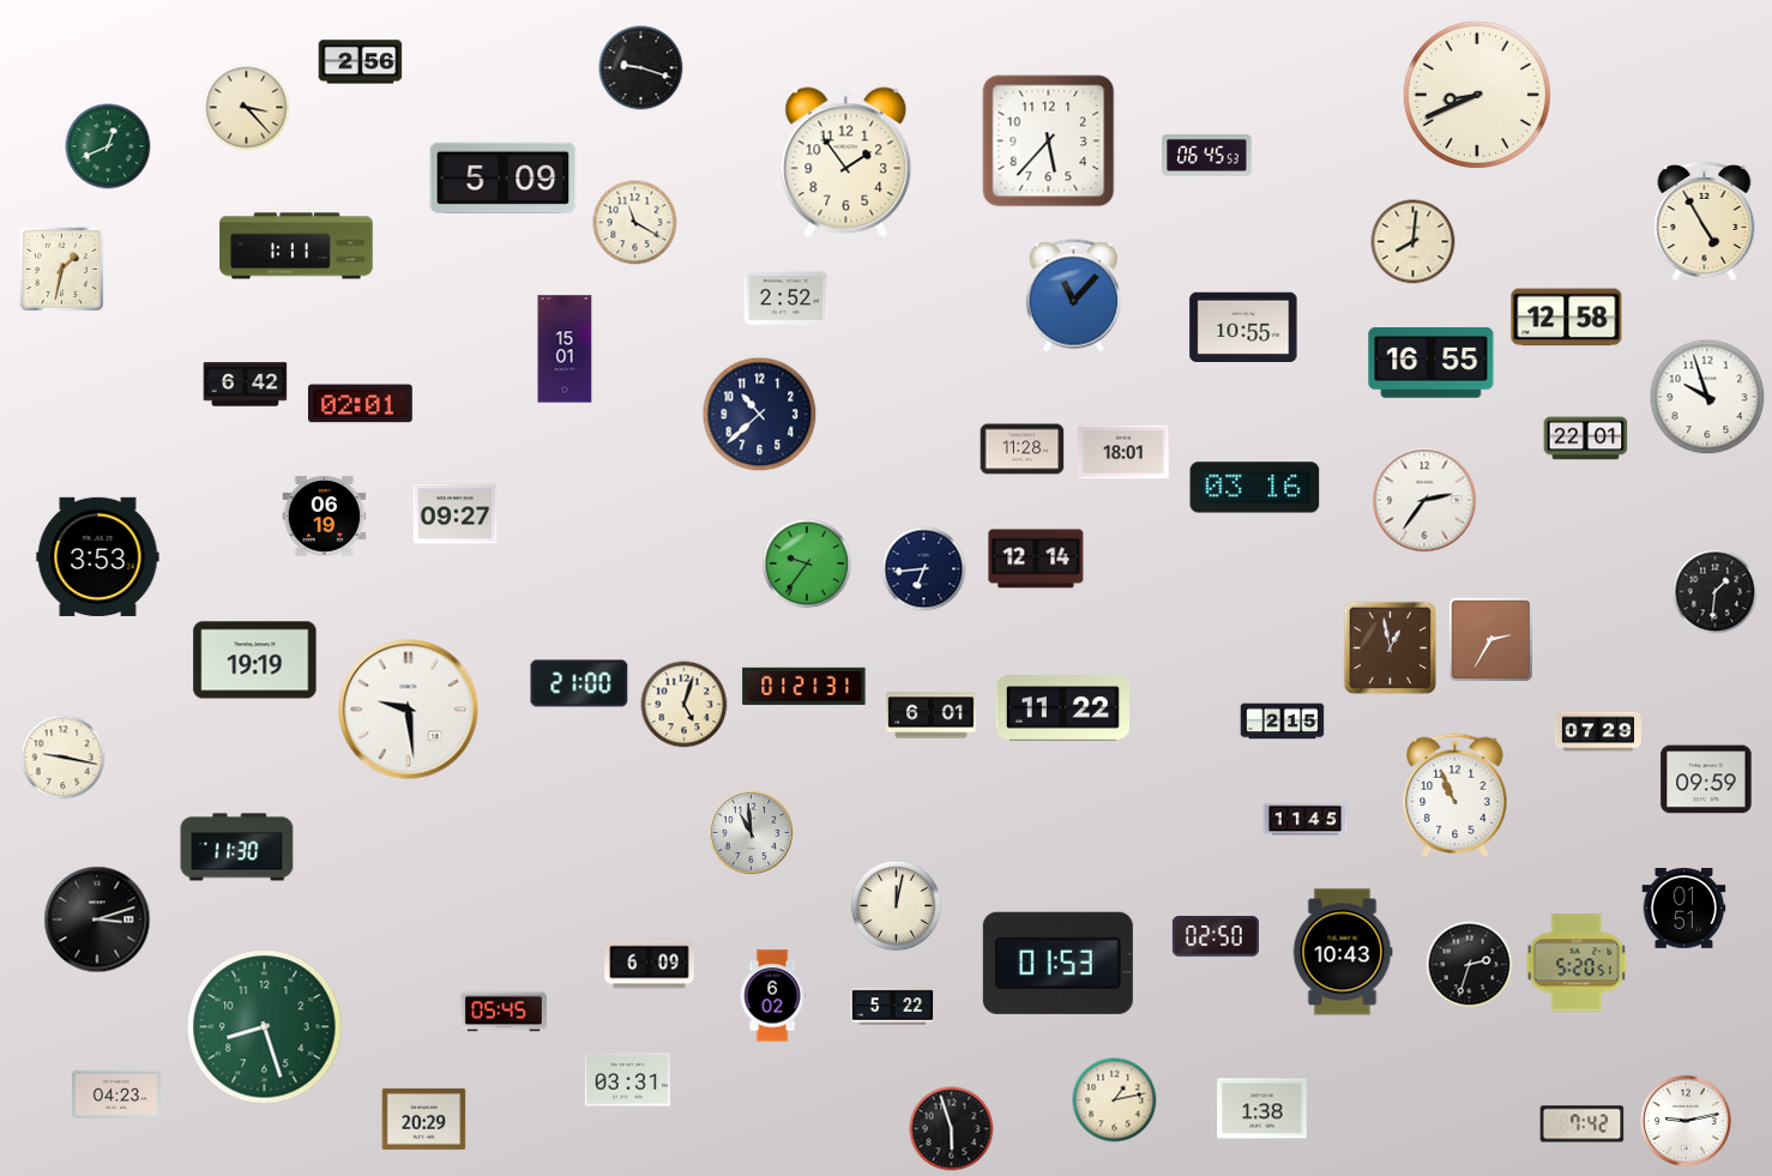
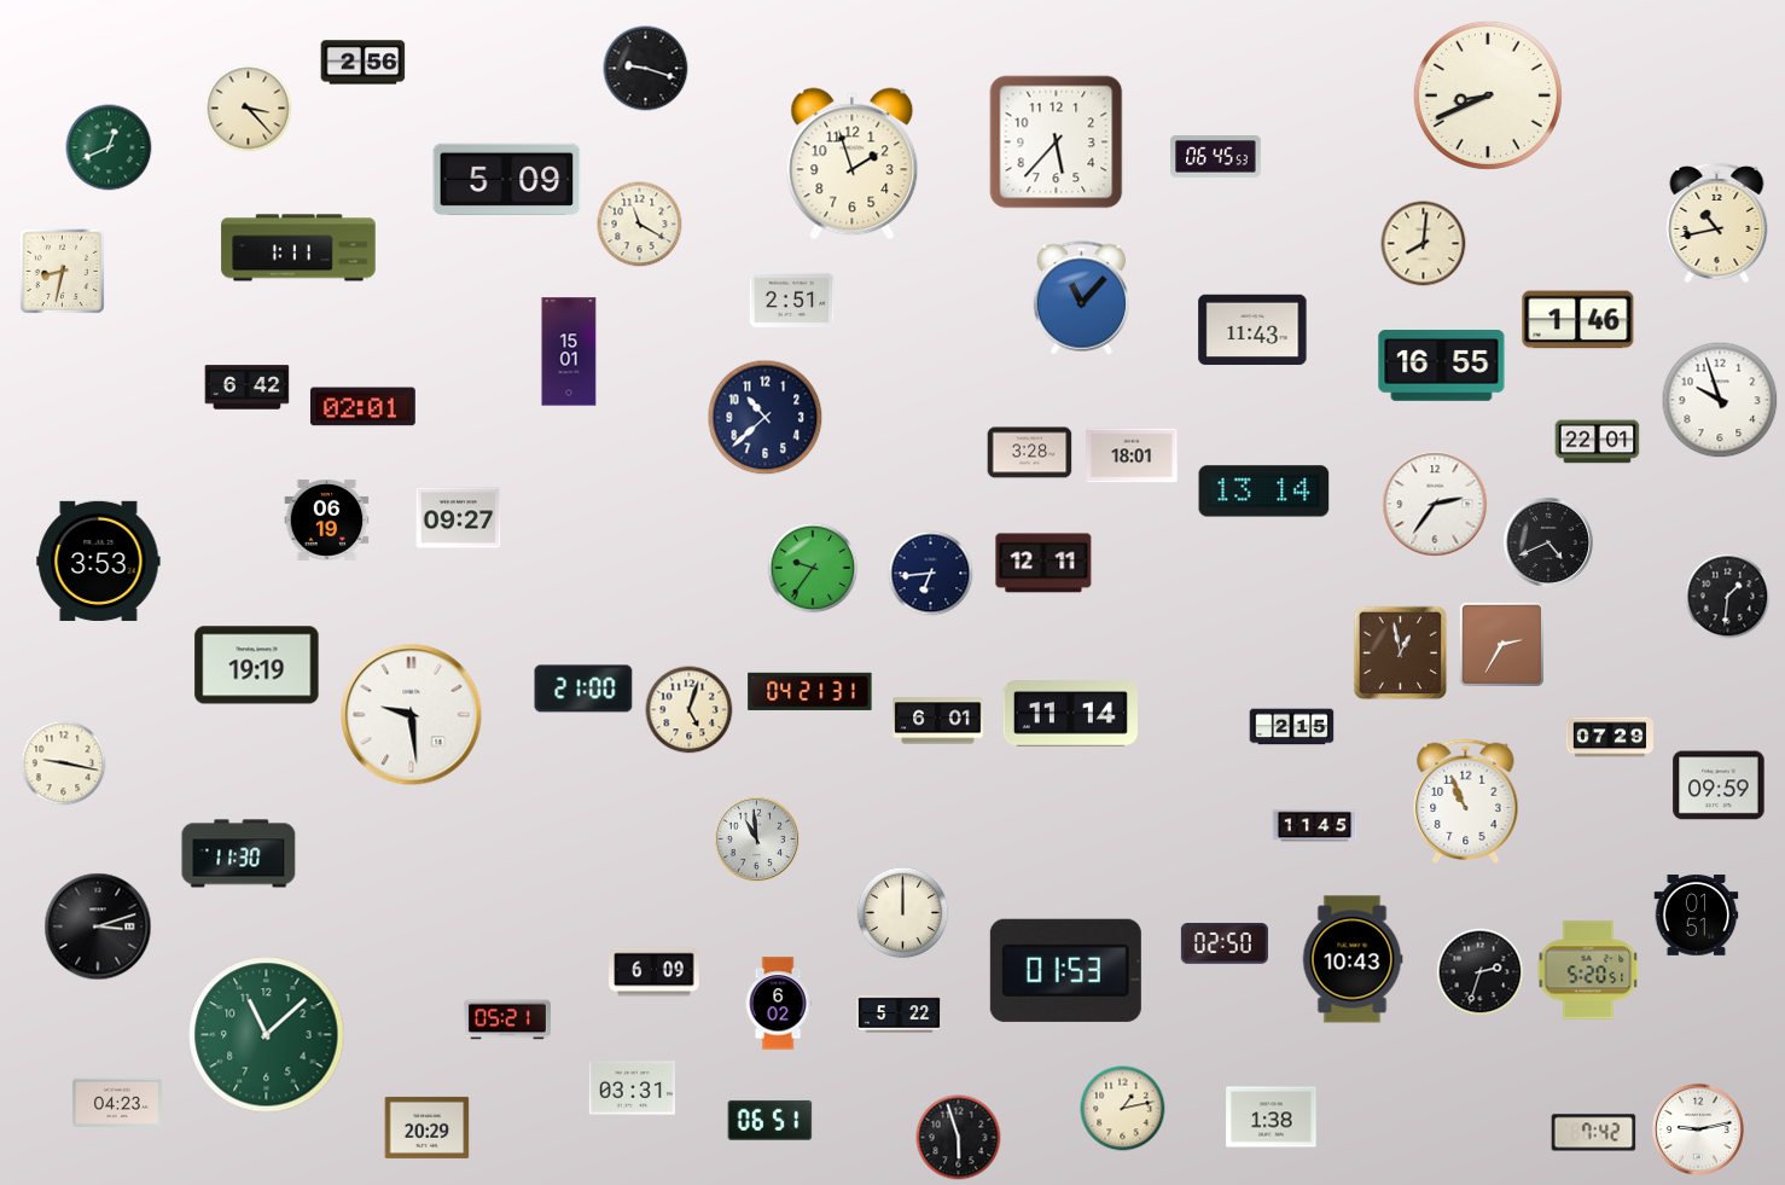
clock at (846, 163): 1:54 -> 1:57
clock at (1705, 221): 4:55 -> 10:43
clock at (61, 269): 1:32 -> 8:32
clock at (786, 297): 2:52 -> 2:51
clock at (1567, 318): 12:58 -> 1:46
clock at (1243, 326): 10:55 -> 11:43
clock at (1023, 450): 11:28 -> 3:28
clock at (1255, 488): 03:16 -> 13:14
clock at (1548, 542): none -> 4:41
clock at (1036, 559): 12:14 -> 12:11
clock at (804, 686): 01:21 -> 04:21
clock at (1062, 708): 11:22 -> 11:14
clock at (897, 906): 12:02 -> 12:00
clock at (504, 1012): 05:45 -> 05:21
clock at (265, 1027): 8:27 -> 11:08
clock at (771, 1120): none -> 06:51
